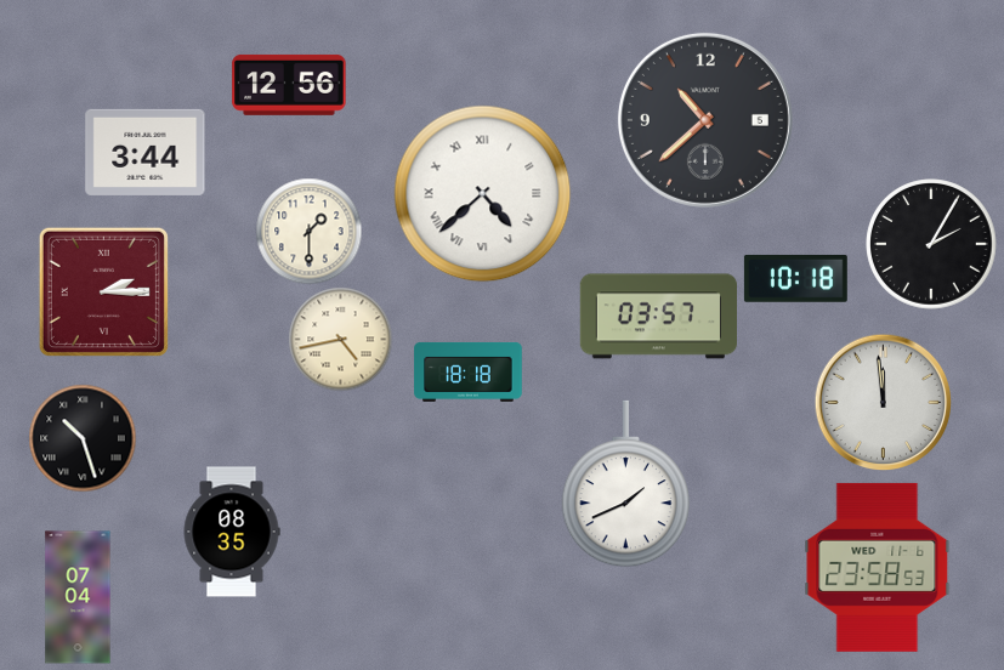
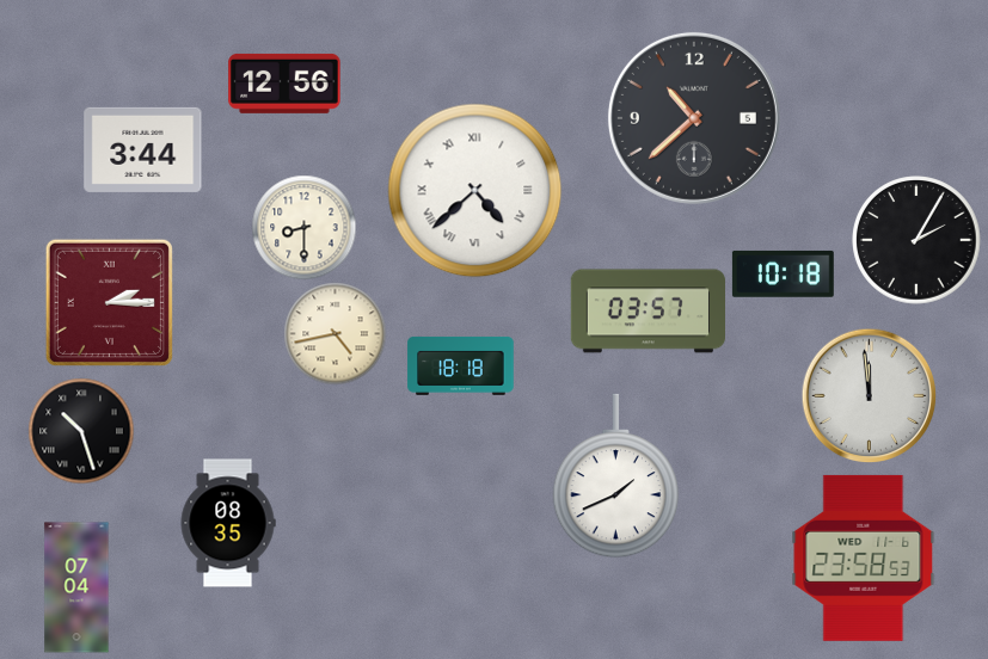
clock at (308, 231): 1:30 -> 8:30
clock at (103, 291) position: (103, 291) -> (109, 302)
